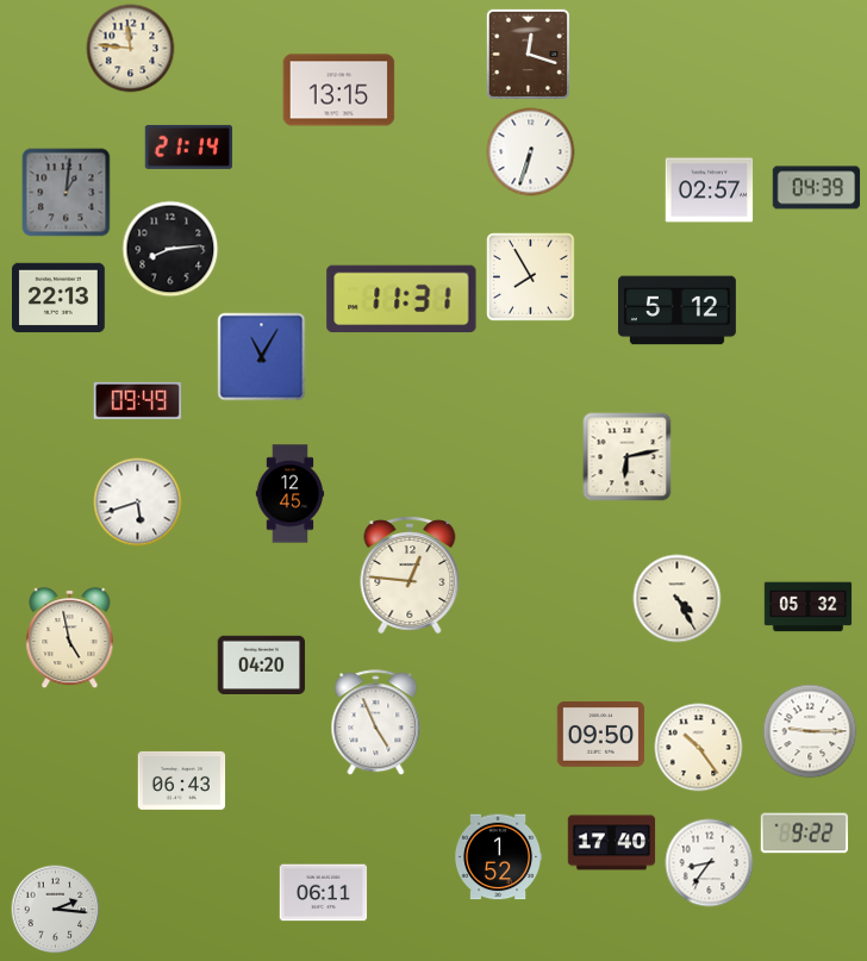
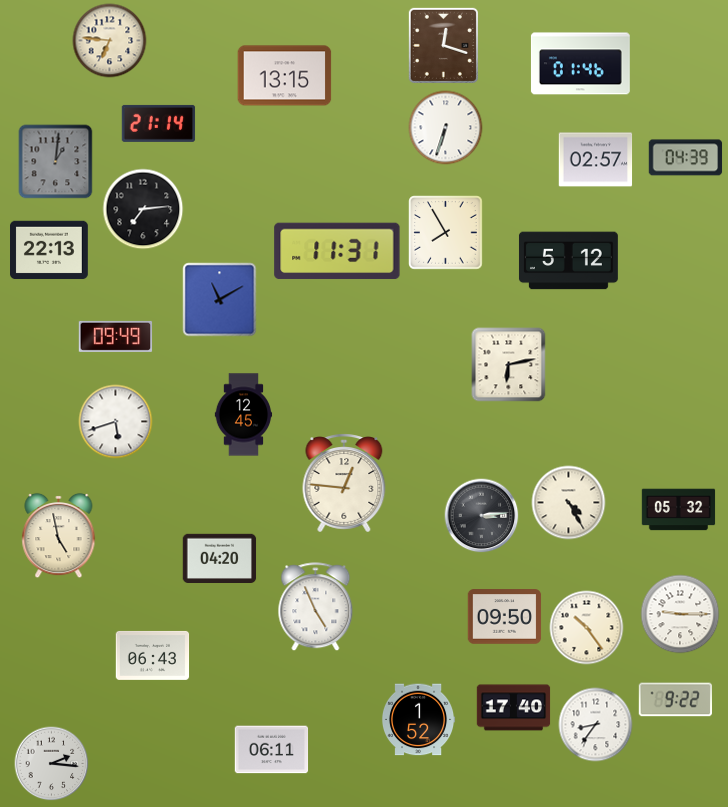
clock at (131, 49): 11:46 -> 6:46
clock at (580, 64): none -> 01:46
clock at (170, 249): 8:14 -> 7:14
clock at (262, 357): 11:05 -> 11:10
clock at (628, 457) position: (628, 457) -> (509, 365)
clock at (482, 516): none -> 3:14
clock at (56, 910) position: (56, 910) -> (52, 764)
